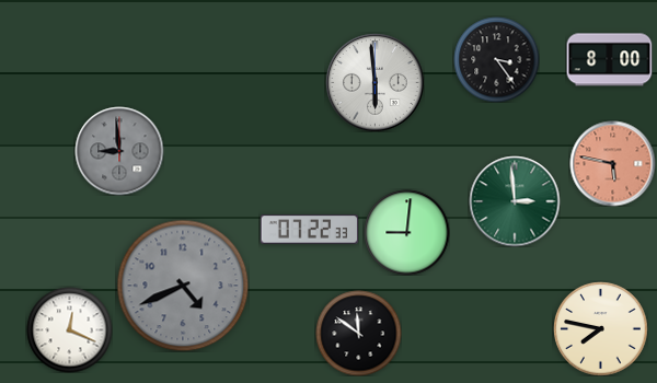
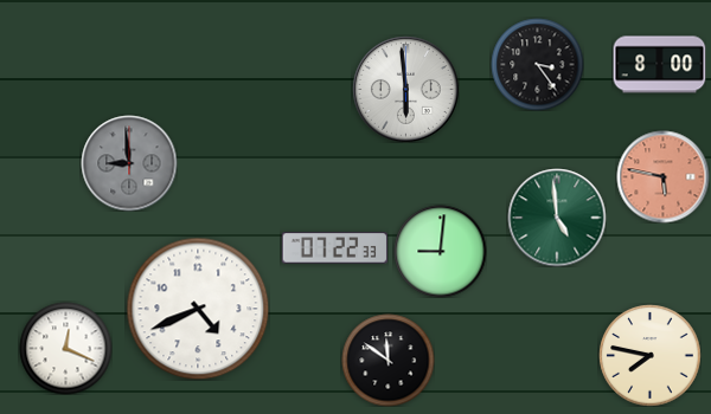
clock at (515, 201): 2:59 -> 4:59
clock at (183, 286) dial: grey -> white
clock at (69, 329) position: (69, 329) -> (65, 348)
